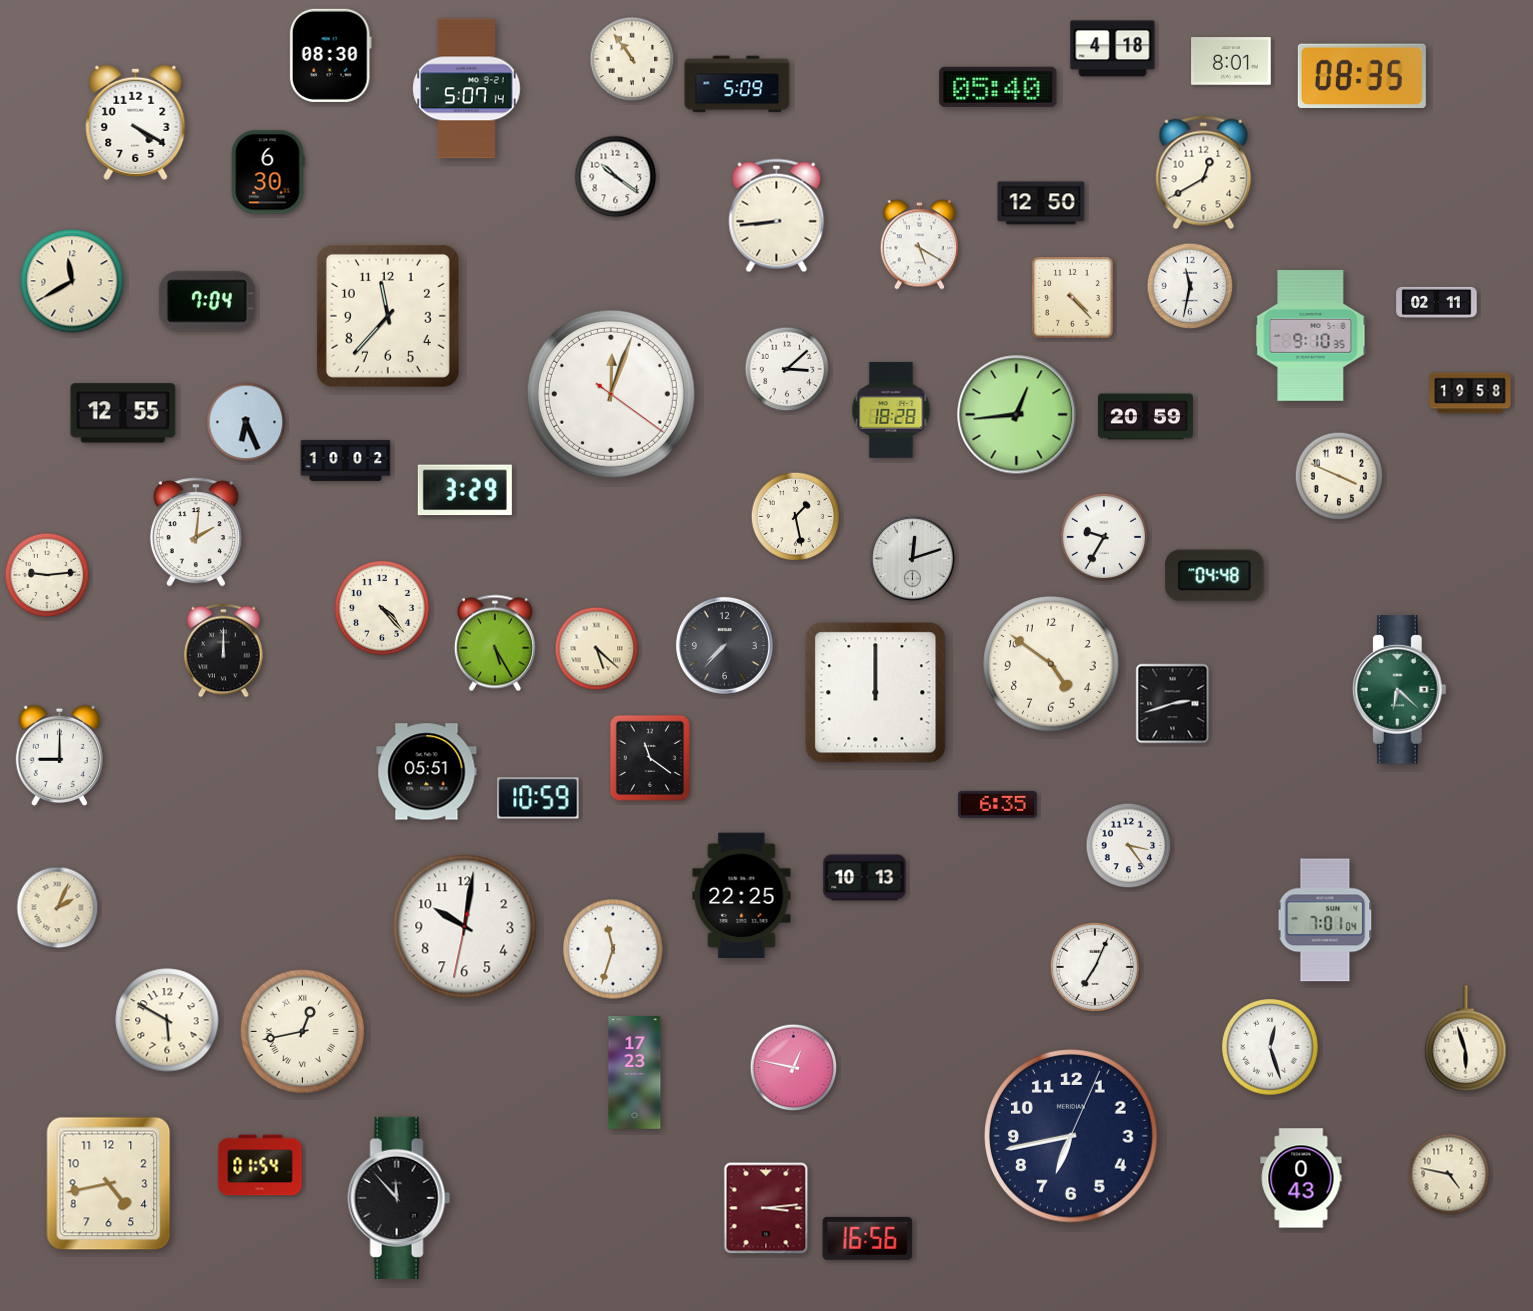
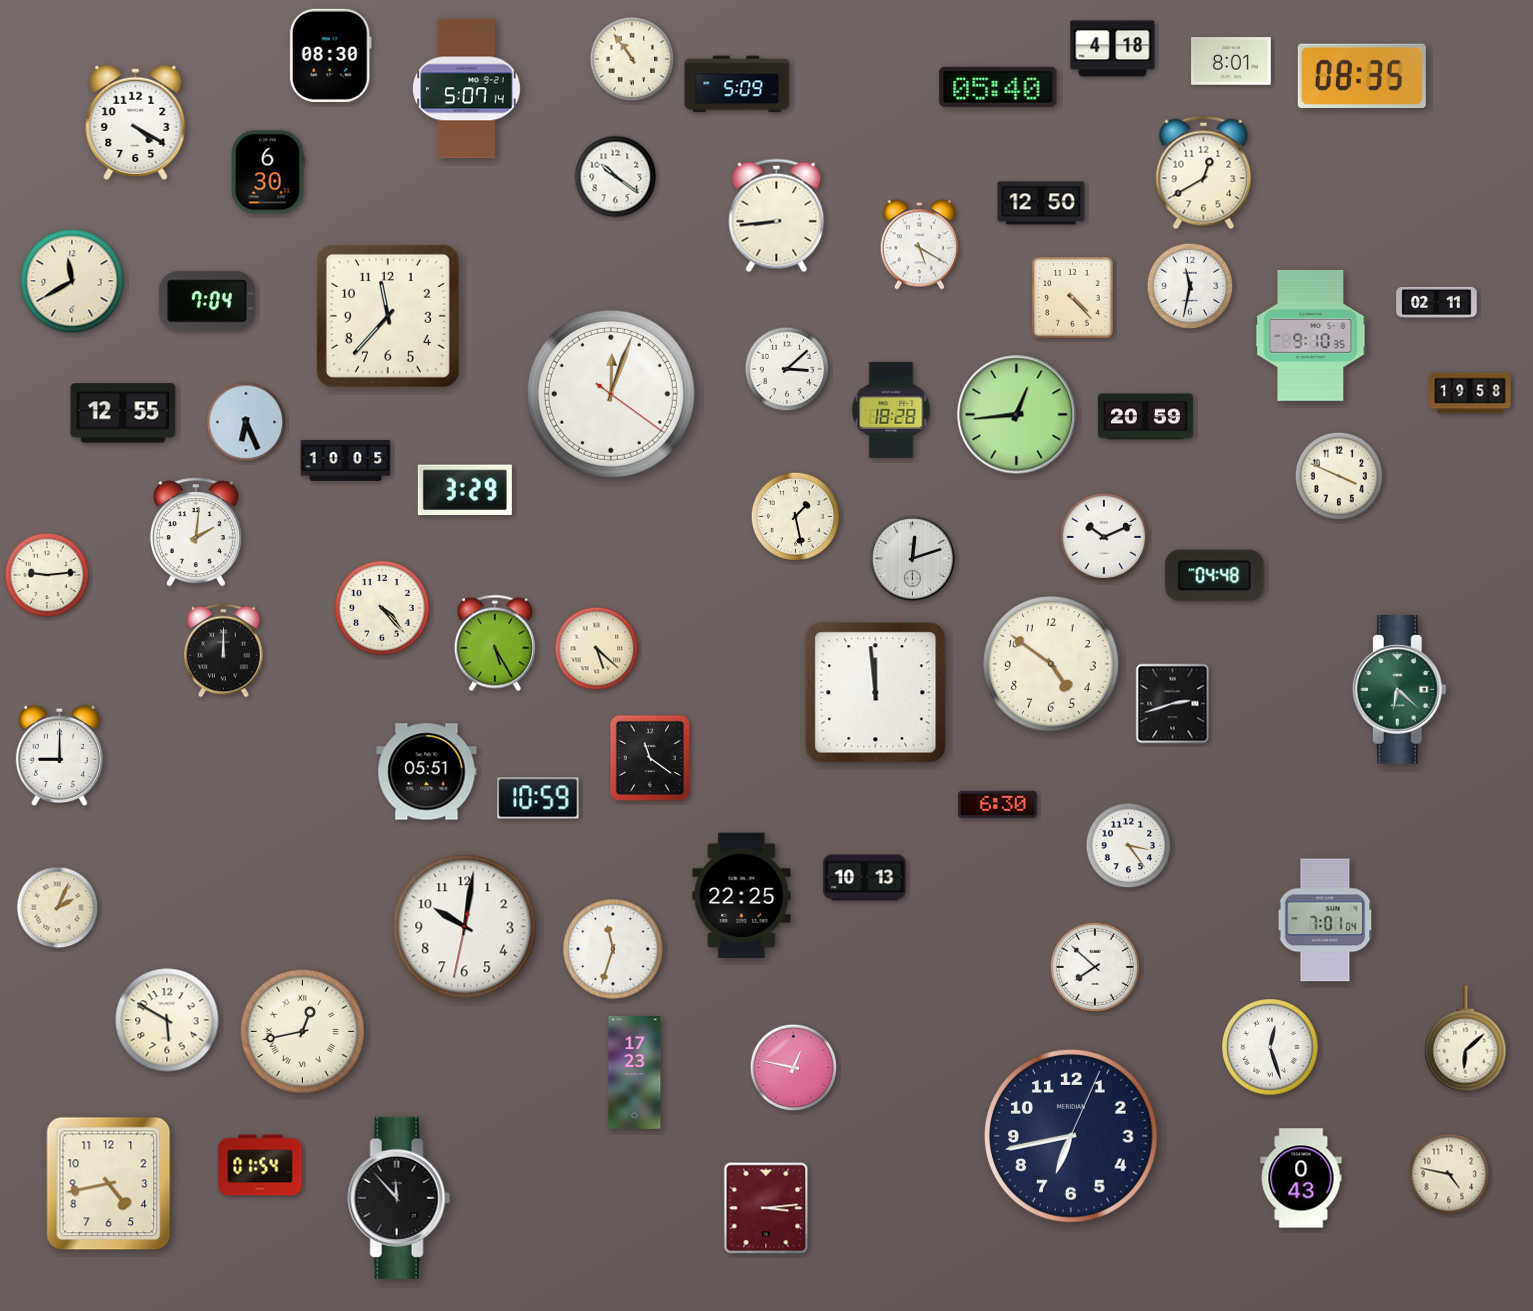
clock at (346, 460): 10:02 -> 10:05
clock at (1104, 537): 9:35 -> 10:11
clock at (724, 645): 7:37 -> none
clock at (876, 693): 12:00 -> 11:59
clock at (998, 804): 6:35 -> 6:30
clock at (1094, 966): 7:04 -> 7:52
clock at (1466, 1039): 5:57 -> 6:08
clock at (868, 1238): 16:56 -> none
